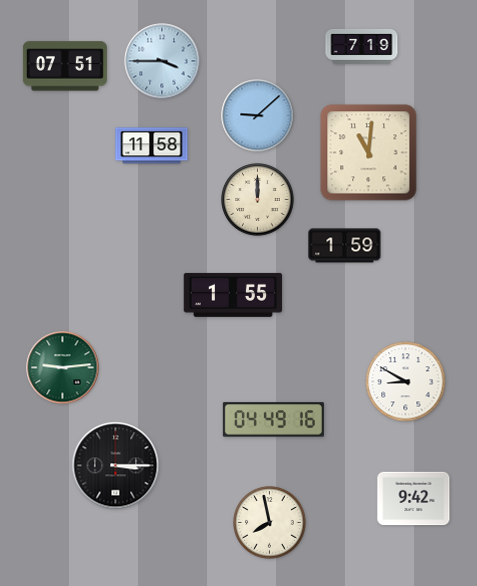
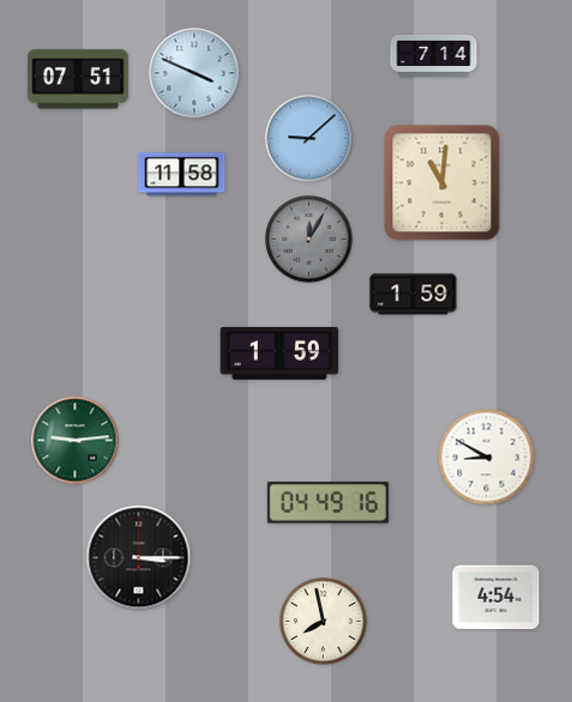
clock at (362, 46): 7:19 -> 7:14
clock at (162, 61): 3:45 -> 3:49
clock at (258, 200): 12:00 -> 12:05
clock at (258, 200) dial: cream -> grey
clock at (233, 295): 1:55 -> 1:59
clock at (414, 499): 9:42 -> 4:54
clock at (270, 523) position: (270, 523) -> (324, 622)
